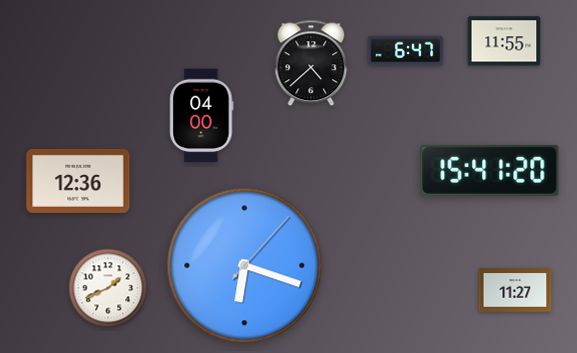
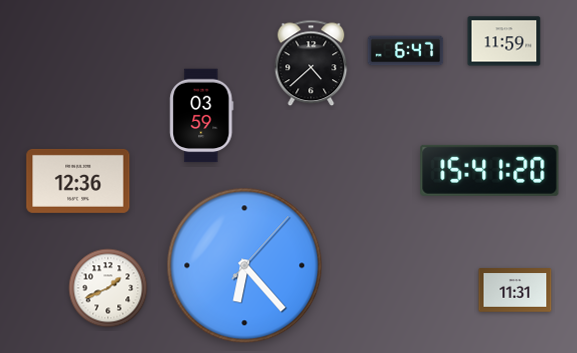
clock at (504, 41): 11:55 -> 11:59
clock at (202, 116): 04:00 -> 03:59
clock at (245, 266): 6:18 -> 6:23
clock at (515, 290): 11:27 -> 11:31
